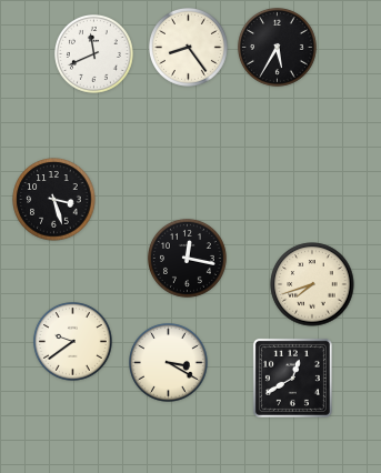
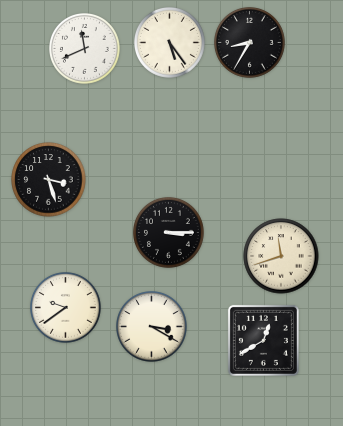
clock at (189, 48): 8:24 -> 5:24
clock at (278, 48): 5:35 -> 8:35
clock at (188, 259): 12:17 -> 3:15
clock at (312, 284): 7:42 -> 11:42
